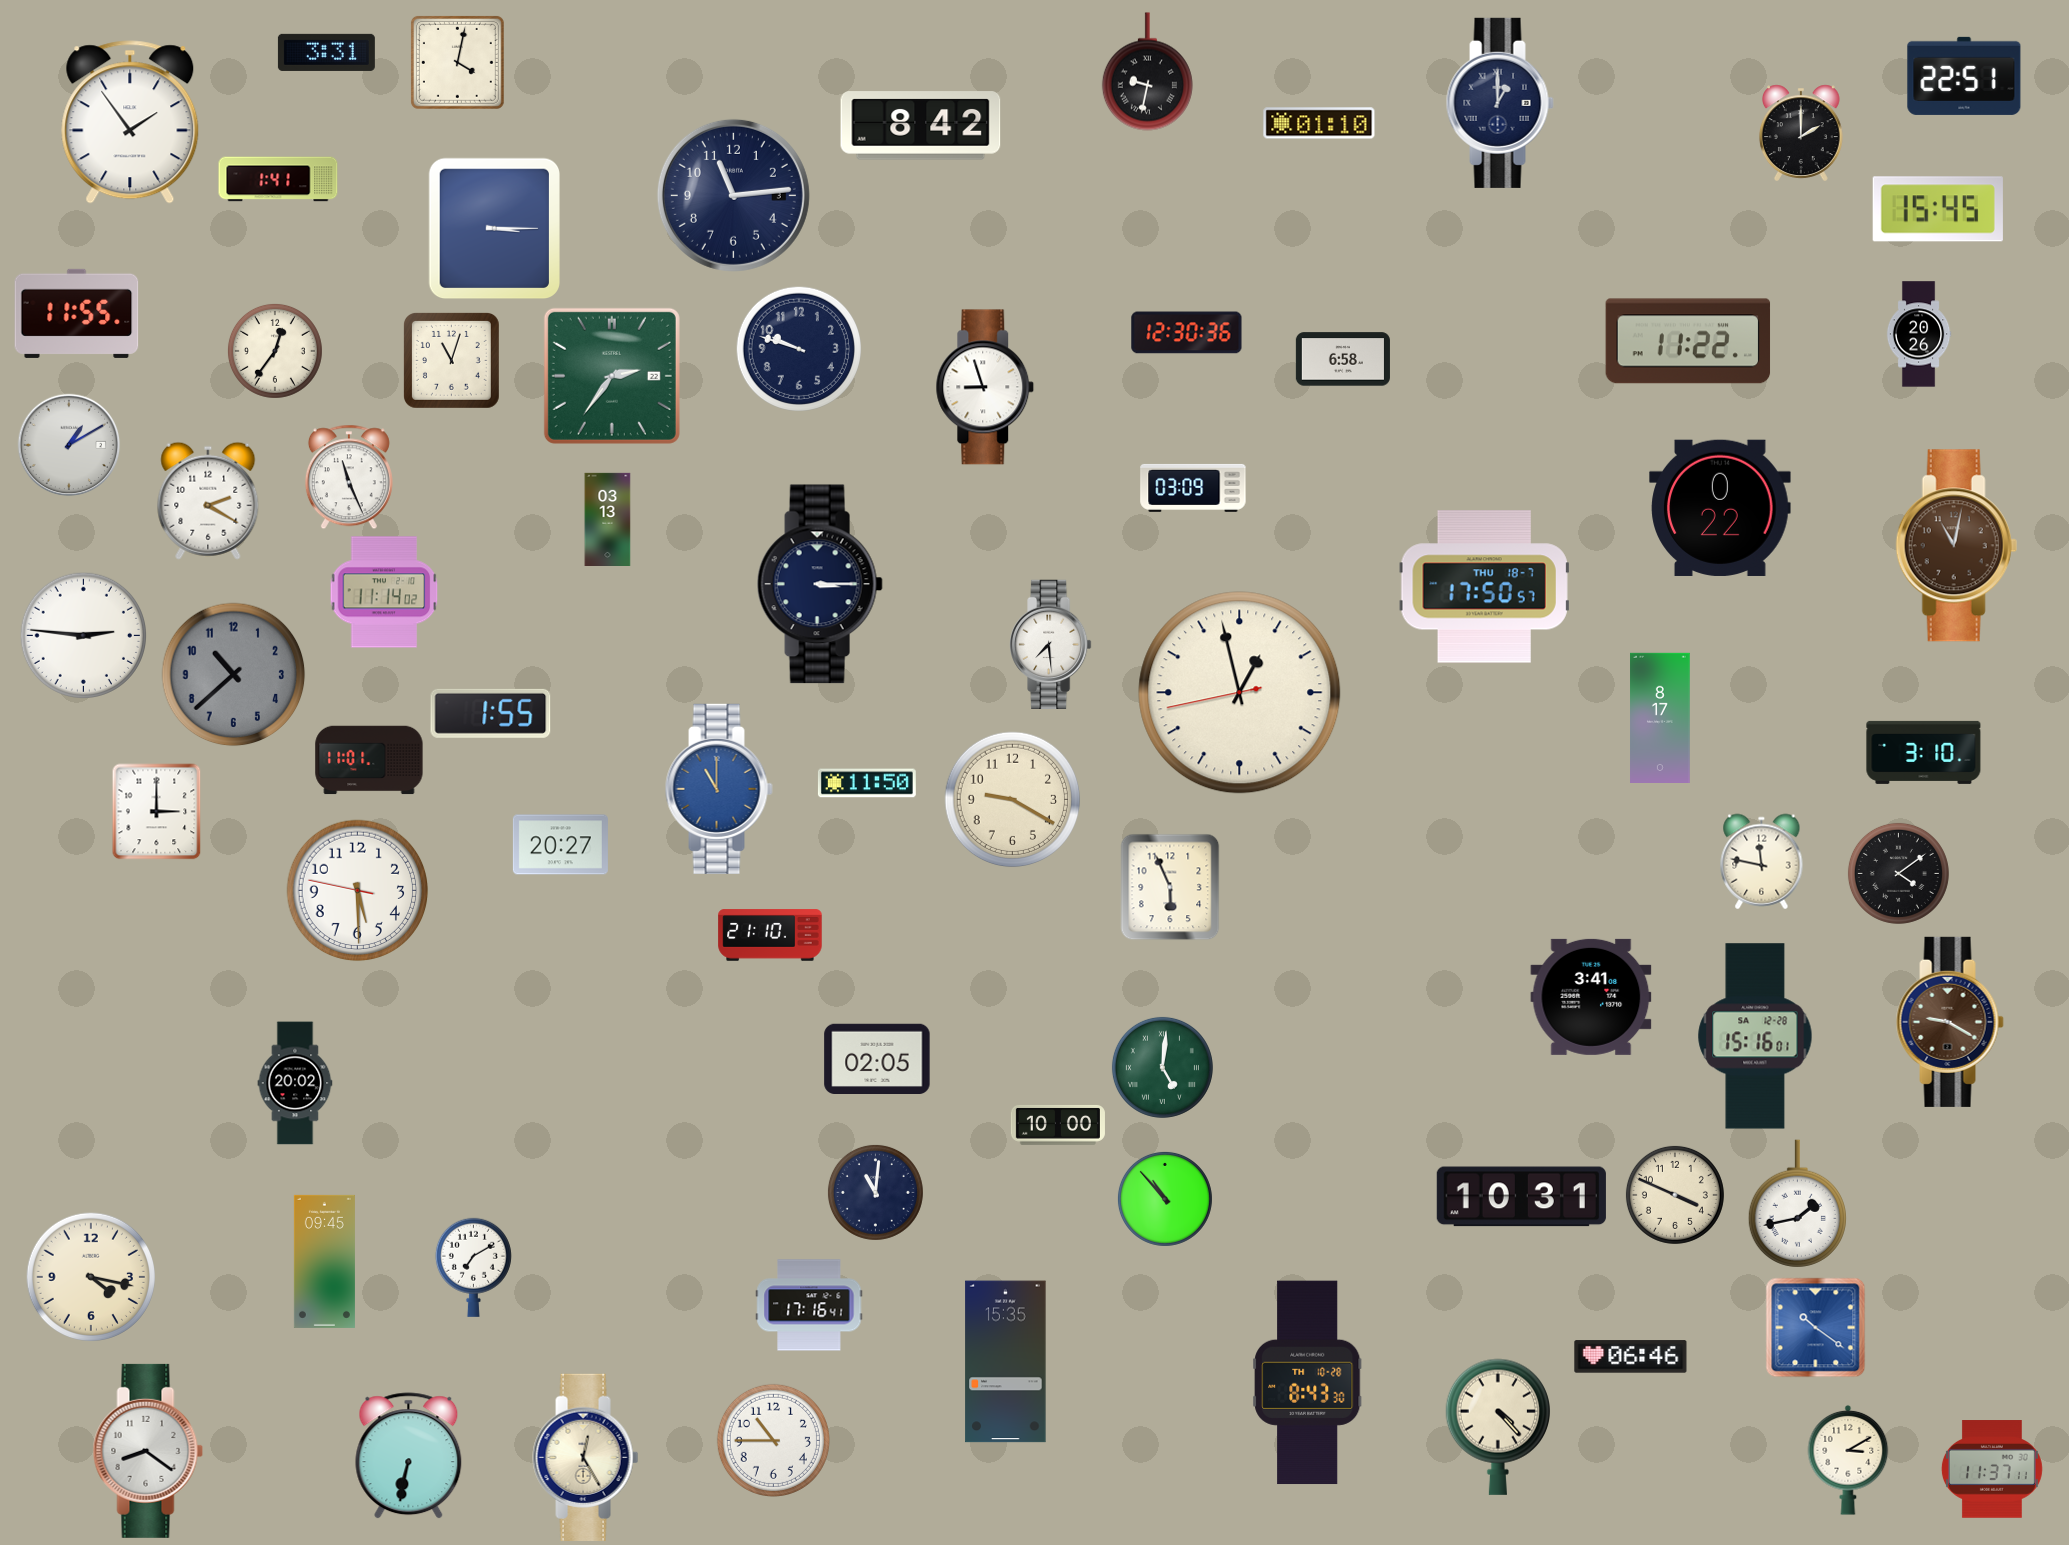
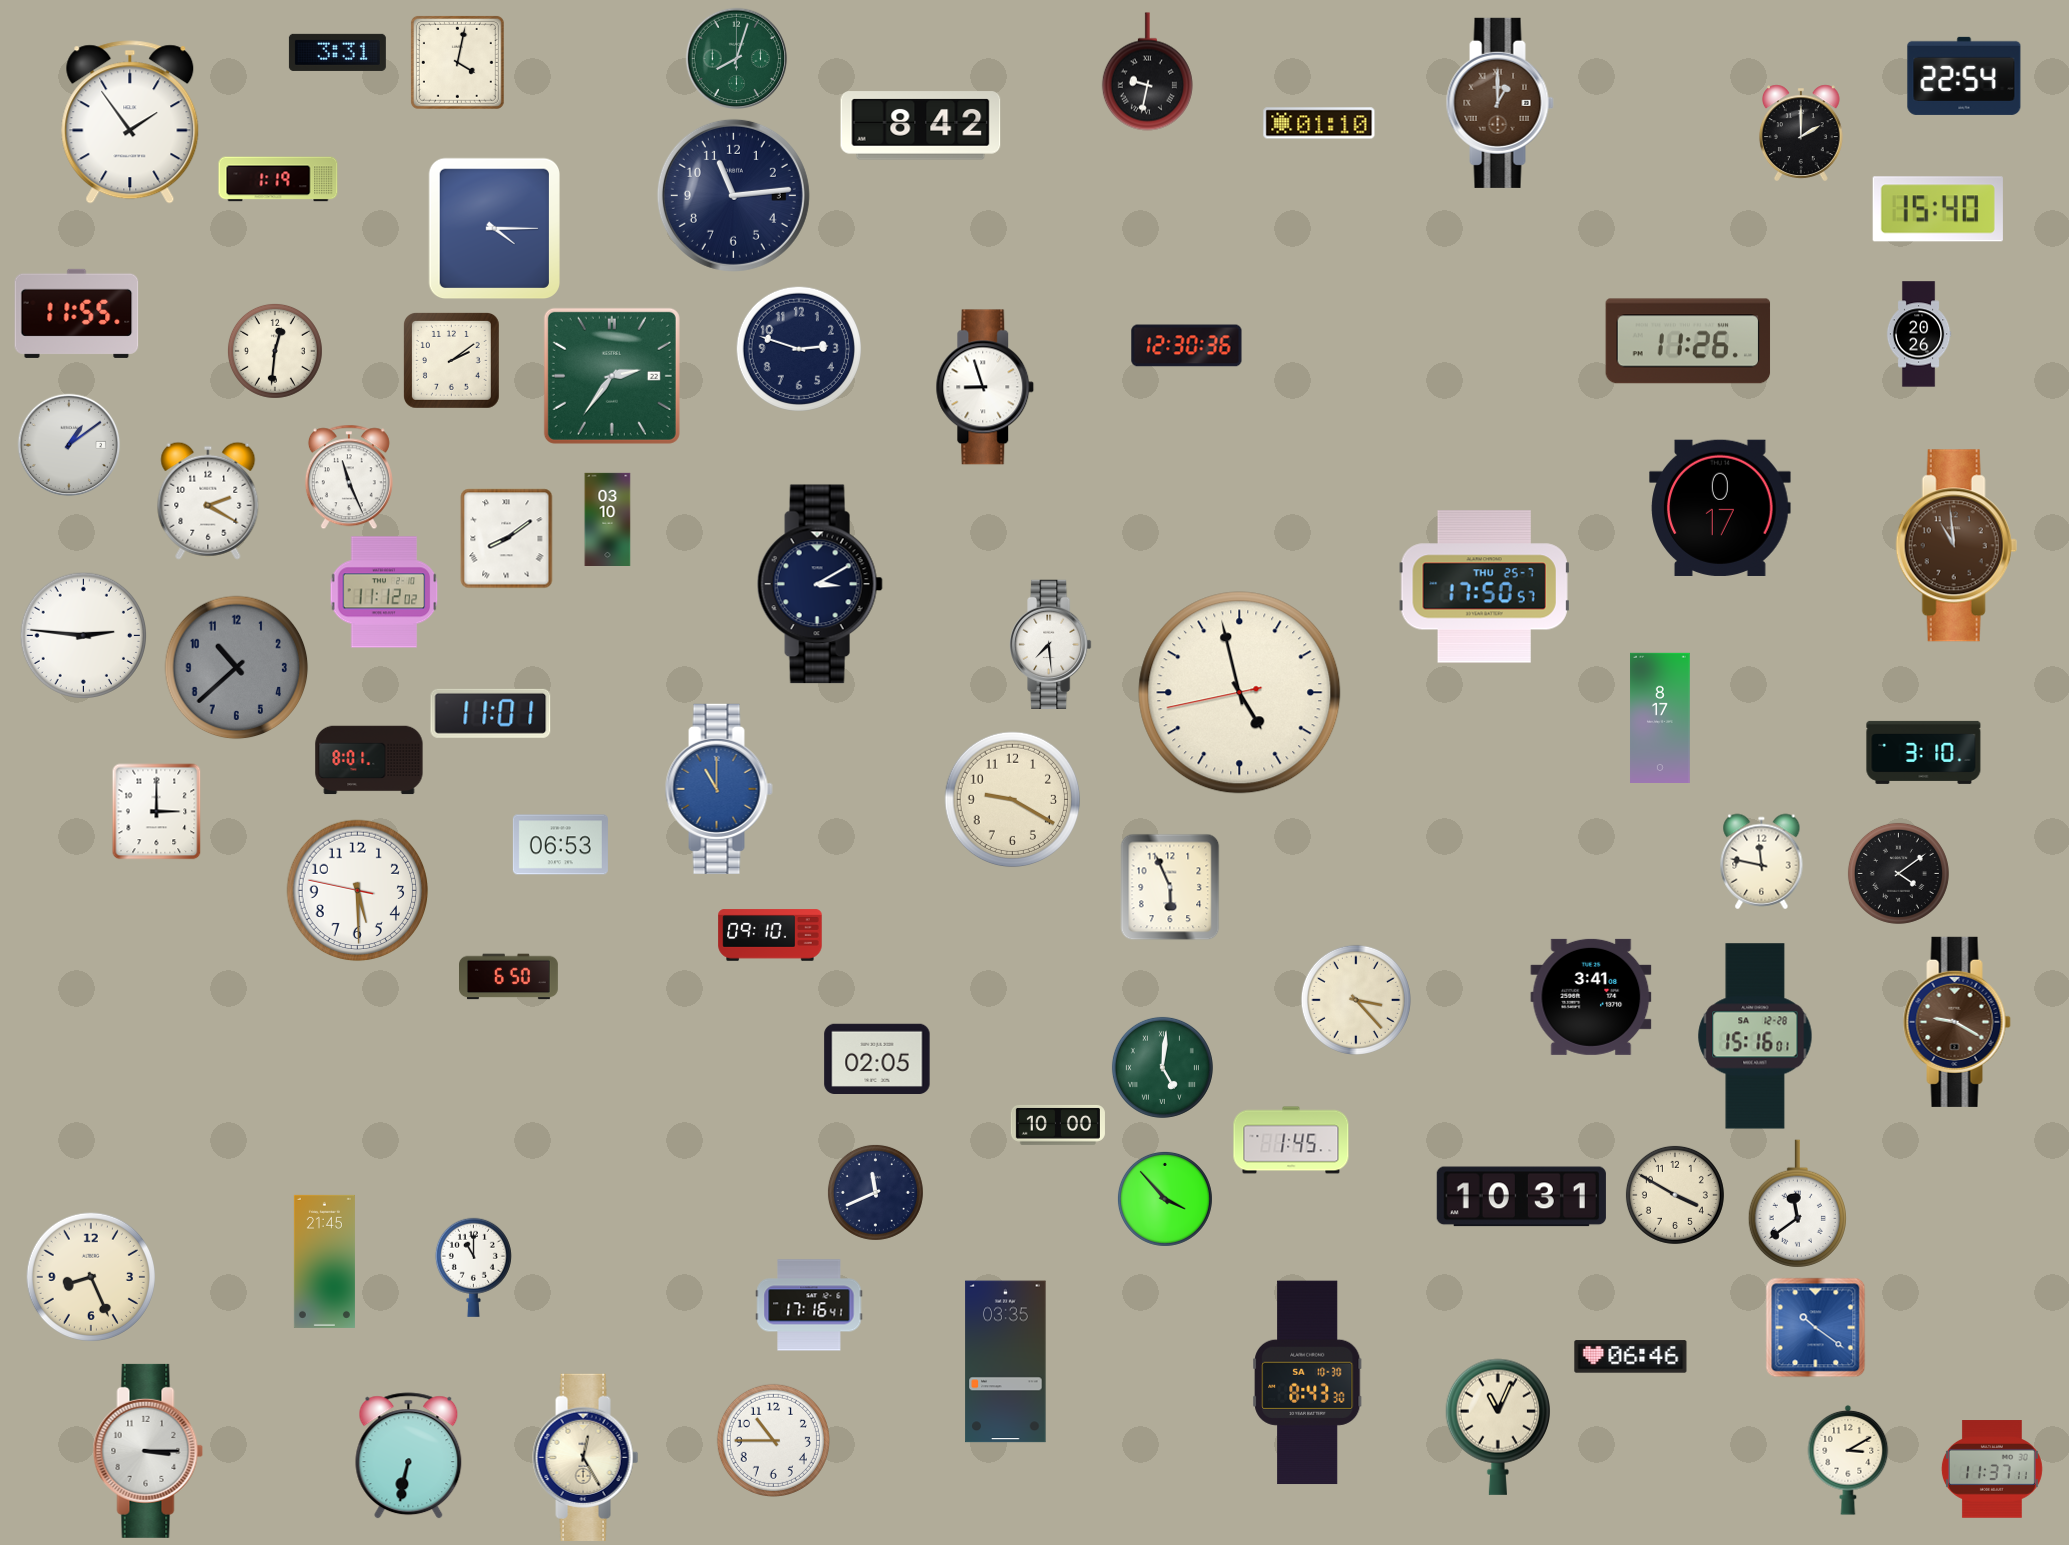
clock at (326, 52) position: (326, 52) -> (337, 52)
clock at (737, 59): none -> 8:03
clock at (1964, 76): 22:51 -> 22:54
clock at (1500, 103) dial: navy -> brown
clock at (278, 179): 1:41 -> 1:19
clock at (1938, 209): 15:45 -> 15:40
clock at (494, 229): 3:15 -> 4:15
clock at (1187, 333) position: (1187, 333) -> (1187, 346)
clock at (1688, 341): 11:22 -> 11:26
clock at (798, 348): 9:48 -> 2:48
clock at (275, 351): 12:36 -> 12:31
clock at (1343, 359): 6:58 -> none
clock at (451, 360): 11:03 -> 2:09
clock at (69, 445): 1:10 -> 1:09
clock at (1193, 488): 03:09 -> none
clock at (1720, 508): 0:22 -> 0:17
clock at (608, 519): 03:13 -> 03:10
clock at (507, 539): none -> 8:09
clock at (1956, 546): 11:02 -> 10:59
clock at (820, 584): 3:15 -> 3:10
clock at (1484, 587) date: THU 18-7 -> THU 25-7
clock at (384, 592): 11:14 -> 11:12
clock at (234, 675) position: (234, 675) -> (237, 668)
clock at (1240, 693): 12:57 -> 4:57
clock at (491, 713): 1:55 -> 11:01
clock at (369, 760): 11:01 -> 8:01
clock at (867, 783): 11:50 -> none
clock at (560, 845): 20:27 -> 06:53
clock at (770, 935): 21:10 -> 09:10
clock at (509, 977): none -> 6:50
clock at (1356, 1000): none -> 3:23
clock at (1950, 1022) position: (1950, 1022) -> (1957, 1022)
clock at (295, 1083): 20:02 -> none
clock at (1291, 1140): none -> 1:45
clock at (875, 1192): 11:01 -> 11:41
clock at (1675, 1195): 3:49 -> 3:50
clock at (1165, 1199): 10:53 -> 3:53
clock at (1797, 1204): 1:43 -> 11:39
clock at (324, 1261): 09:45 -> 21:45
clock at (473, 1267): 7:10 -> 11:00
clock at (90, 1276): 4:17 -> 8:26
clock at (1006, 1362): 15:35 -> 03:35
clock at (1308, 1383) date: TH 10-28 -> SA 10-30
clock at (1497, 1427): 4:23 -> 11:04
clock at (148, 1451): 8:21 -> 3:15
